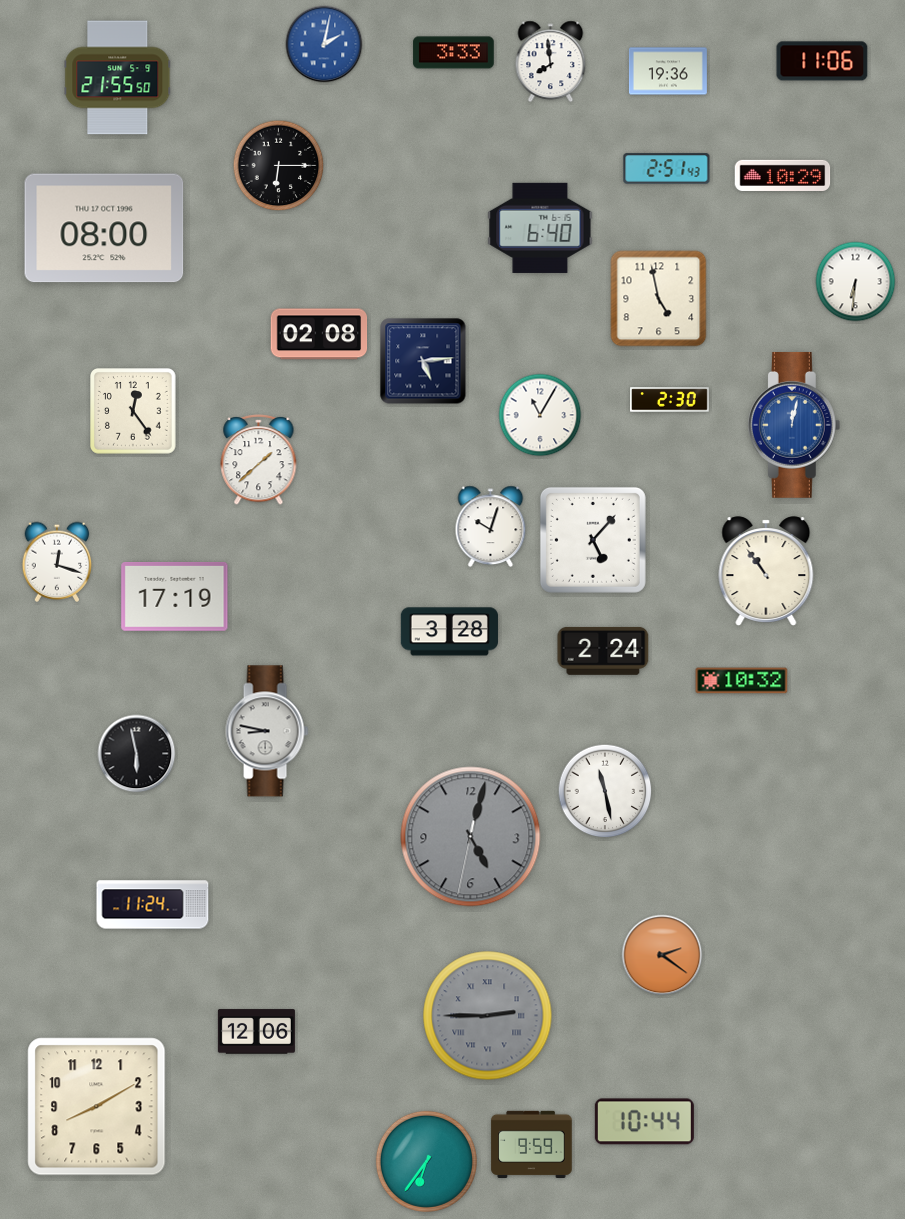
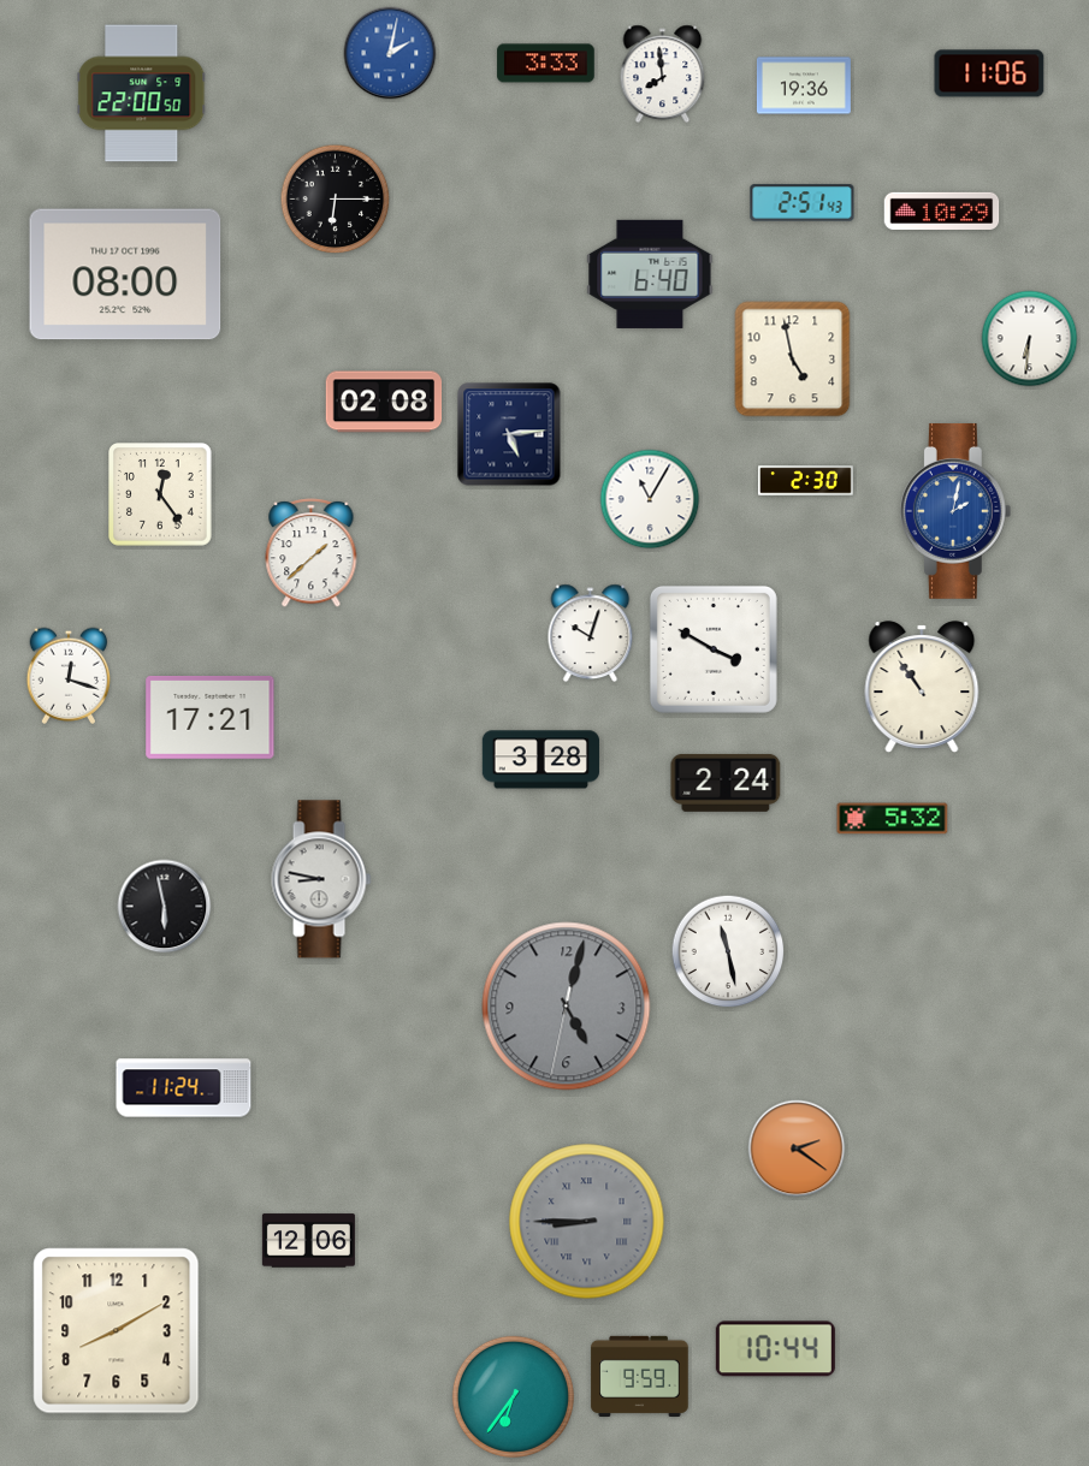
clock at (118, 78): 21:55 -> 22:00
clock at (794, 425): 12:02 -> 2:02
clock at (593, 540): 5:07 -> 3:50
clock at (175, 597): 17:19 -> 17:21
clock at (742, 681): 10:32 -> 5:32
clock at (488, 1016): 2:45 -> 8:45
